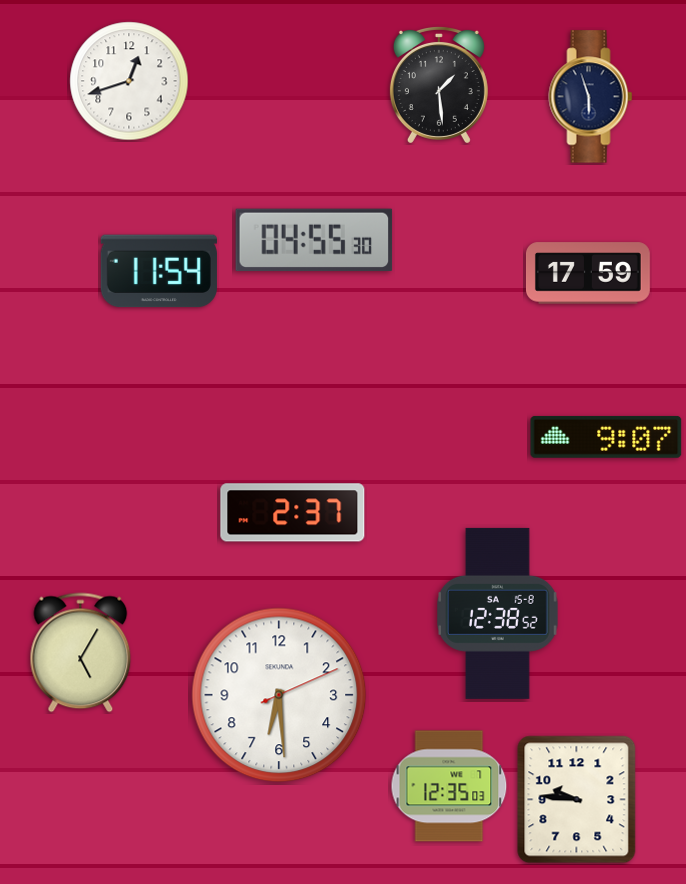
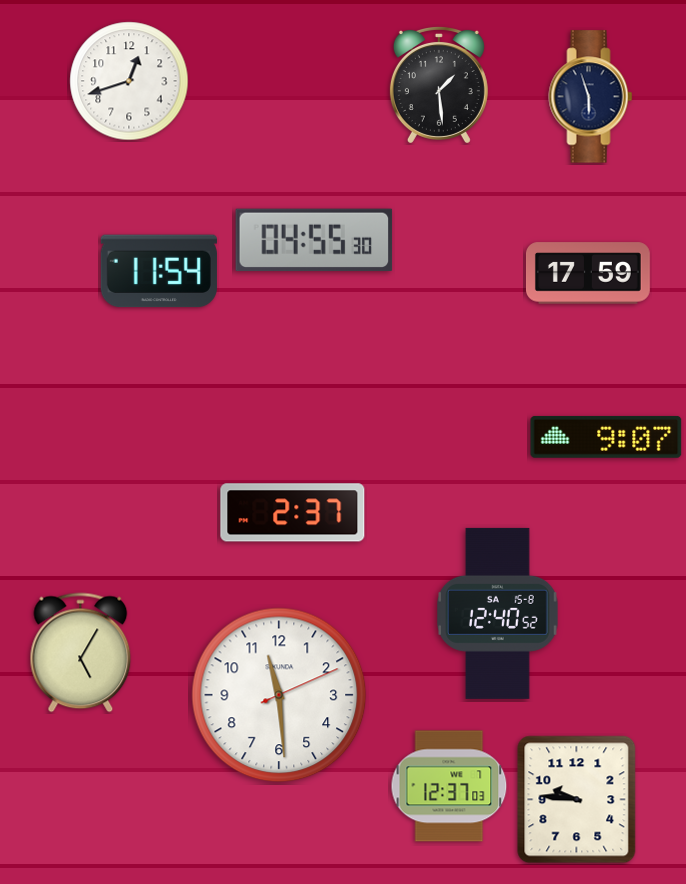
clock at (498, 613): 12:38 -> 12:40
clock at (279, 695): 6:29 -> 11:29
clock at (449, 786): 12:35 -> 12:37
